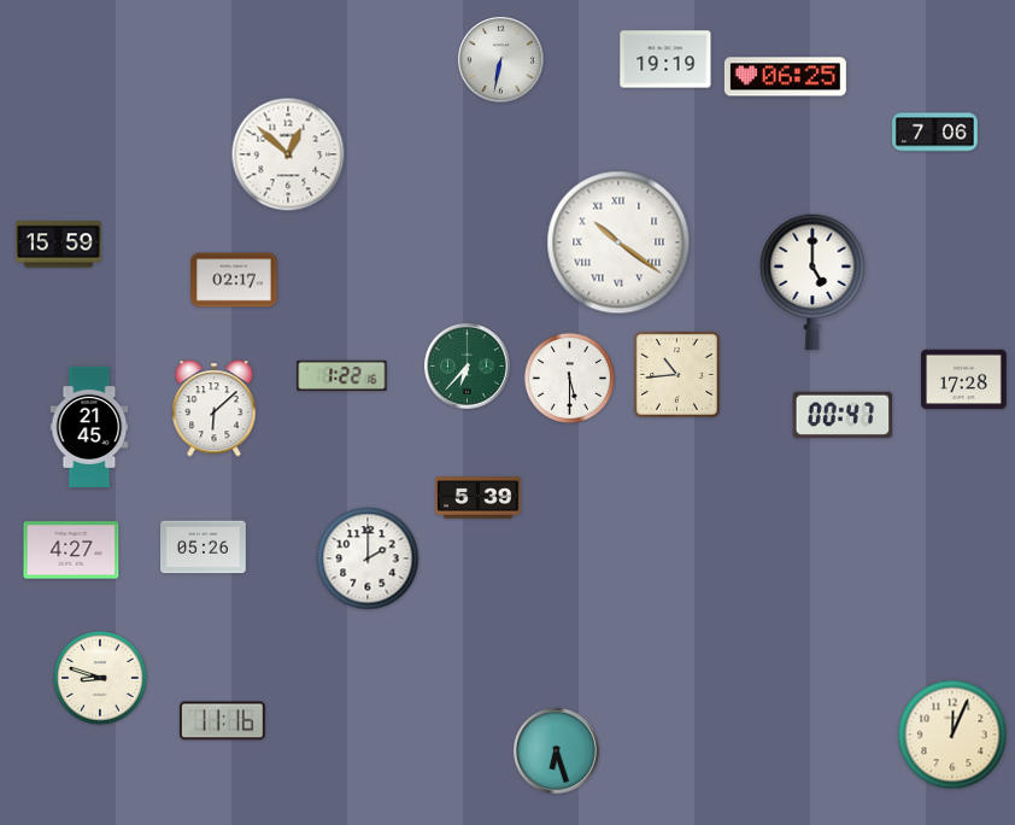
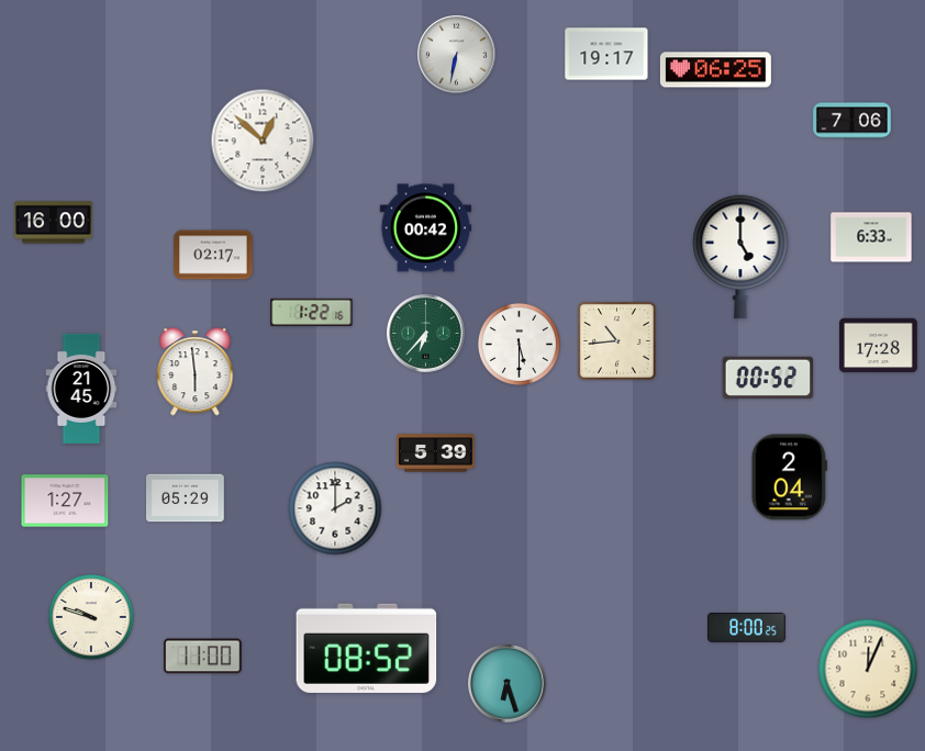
clock at (665, 59): 19:19 -> 19:17
clock at (618, 242): 10:21 -> none
clock at (59, 245): 15:59 -> 16:00
clock at (425, 228): none -> 00:42
clock at (871, 237): none -> 6:33
clock at (342, 375) position: (342, 375) -> (312, 312)
clock at (215, 409): 6:08 -> 5:59
clock at (843, 414): 00:47 -> 00:52
clock at (789, 478): none -> 2:04
clock at (204, 548): 05:26 -> 05:29
clock at (71, 550): 4:27 -> 1:27
clock at (101, 679): 8:48 -> 9:48
clock at (747, 627): none -> 8:00
clock at (367, 648): none -> 08:52
clock at (222, 721): 11:16 -> 11:00
